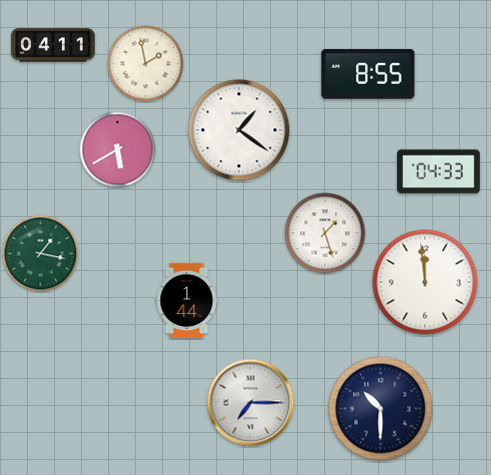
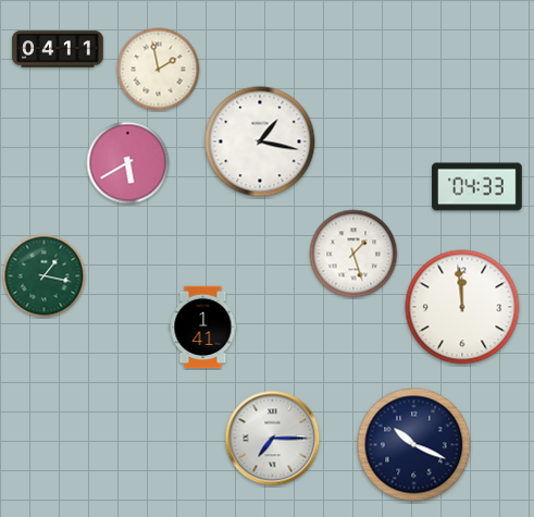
clock at (368, 74): 8:55 -> none
clock at (239, 130): 1:21 -> 1:17
clock at (187, 301): 1:44 -> 1:41
clock at (381, 409): 10:30 -> 10:19
